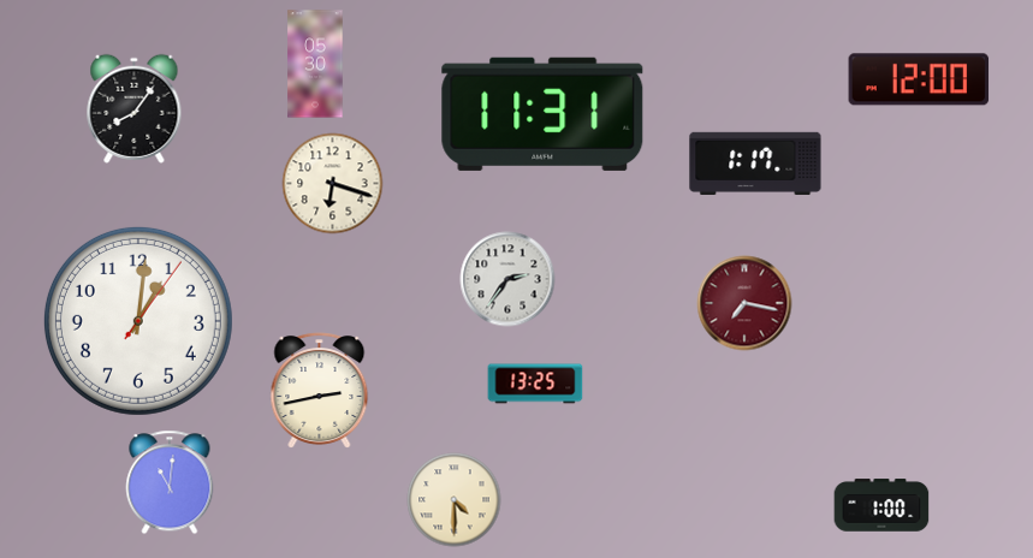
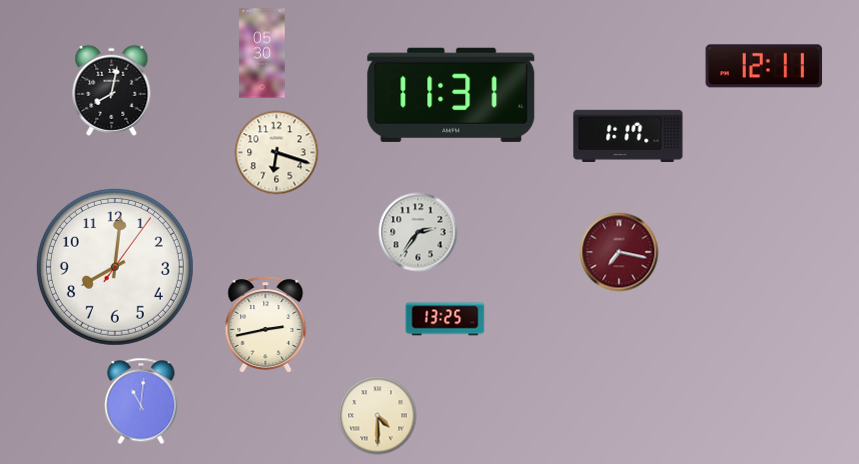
clock at (919, 79): 12:00 -> 12:11
clock at (135, 108): 8:06 -> 8:02
clock at (507, 279) position: (507, 279) -> (418, 232)
clock at (138, 321): 1:01 -> 8:01
clock at (881, 505): 1:00 -> none
